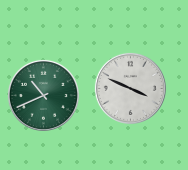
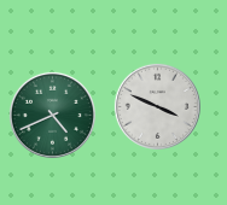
clock at (43, 95): 10:41 -> 4:41
